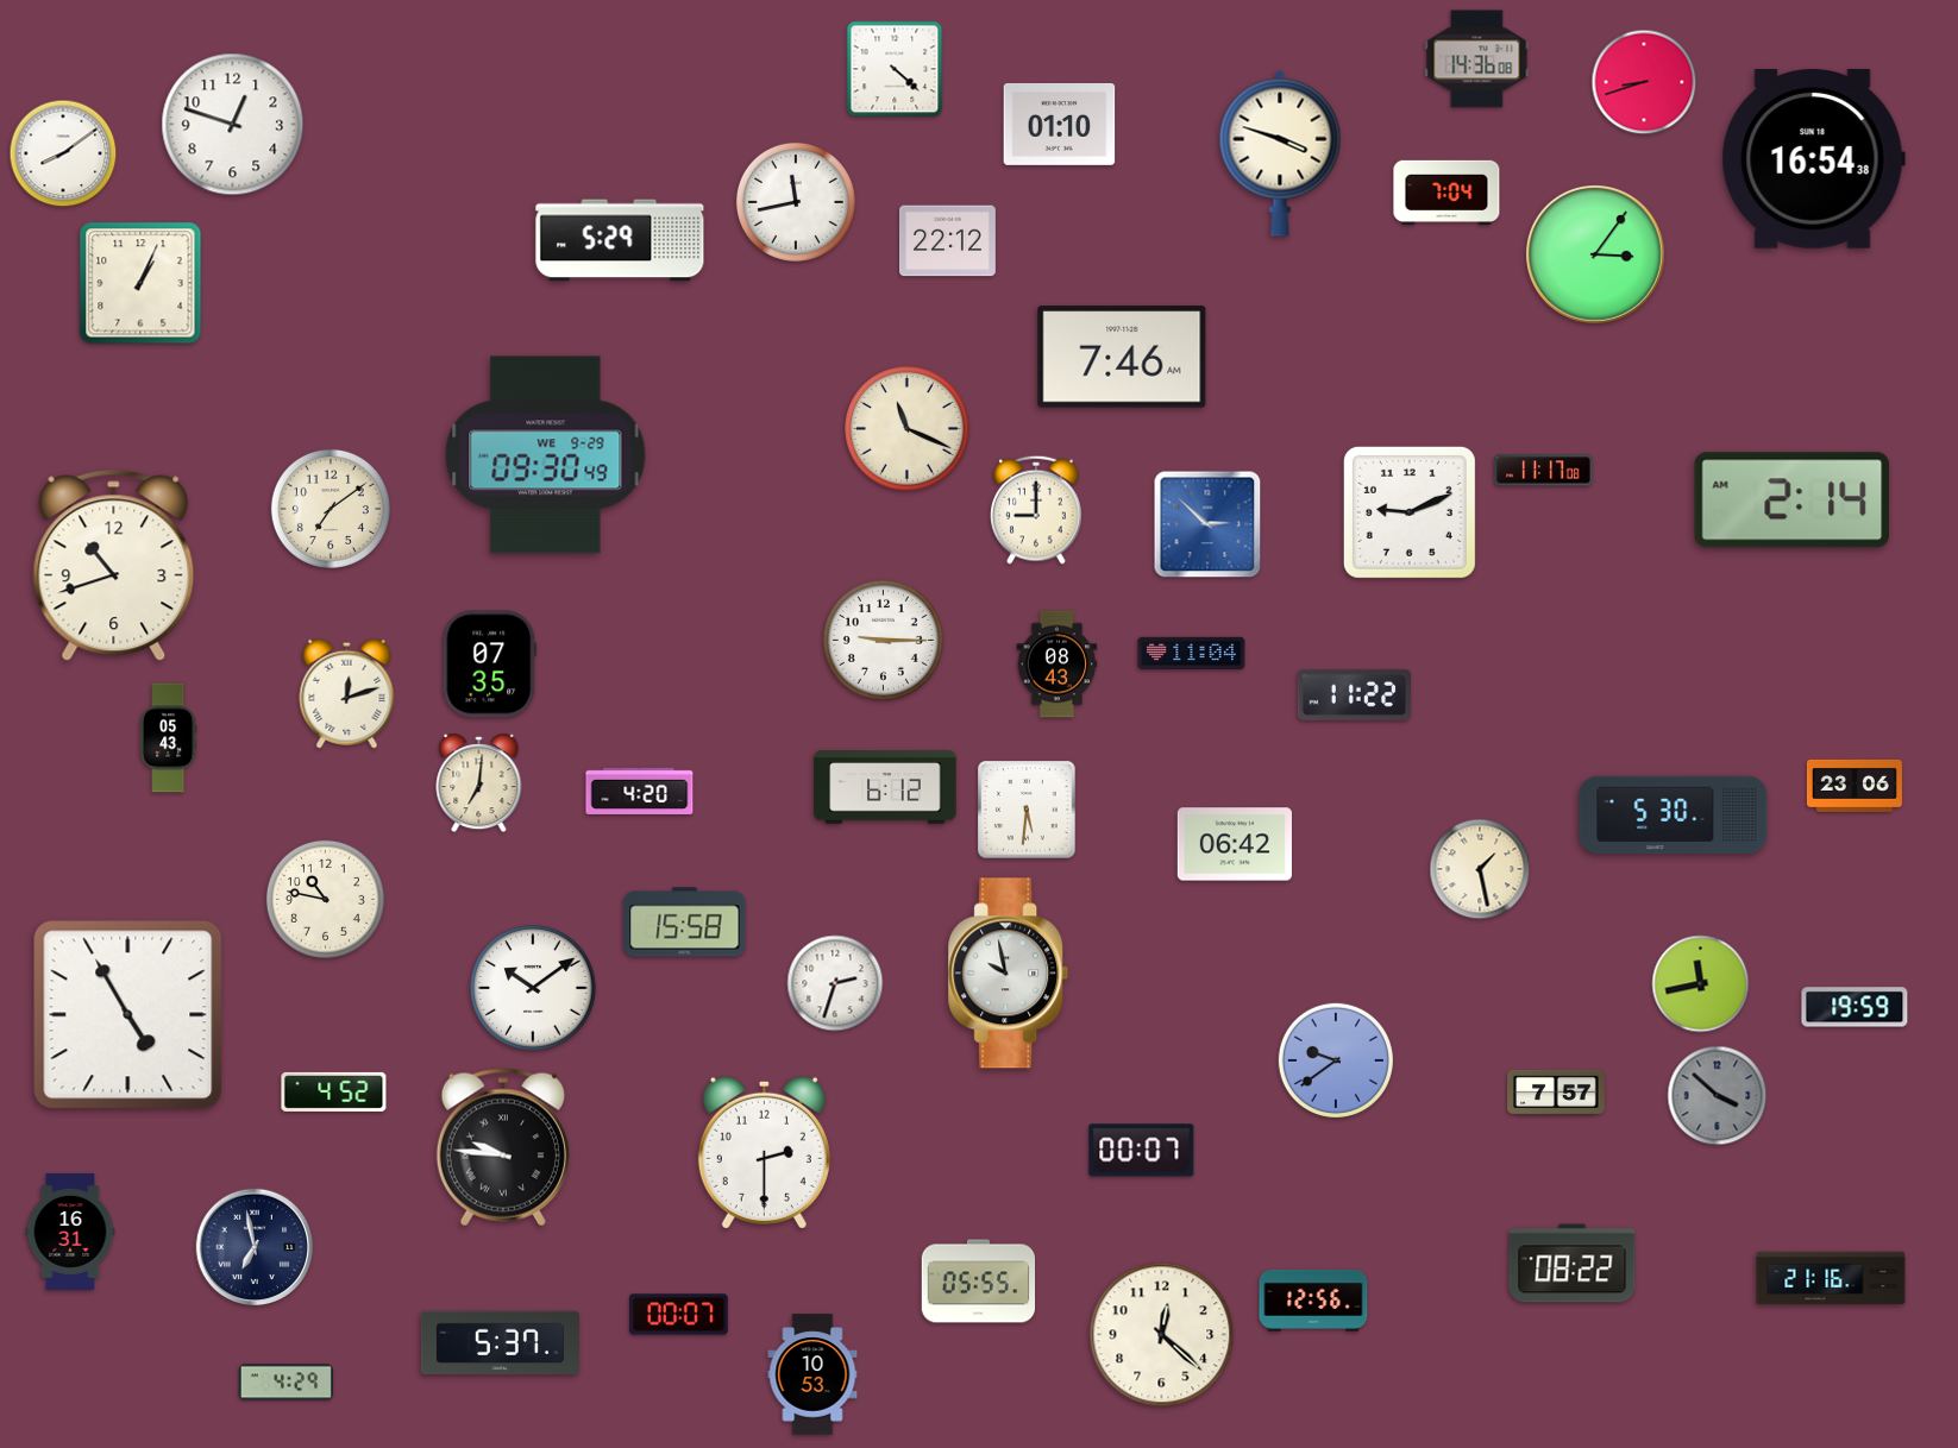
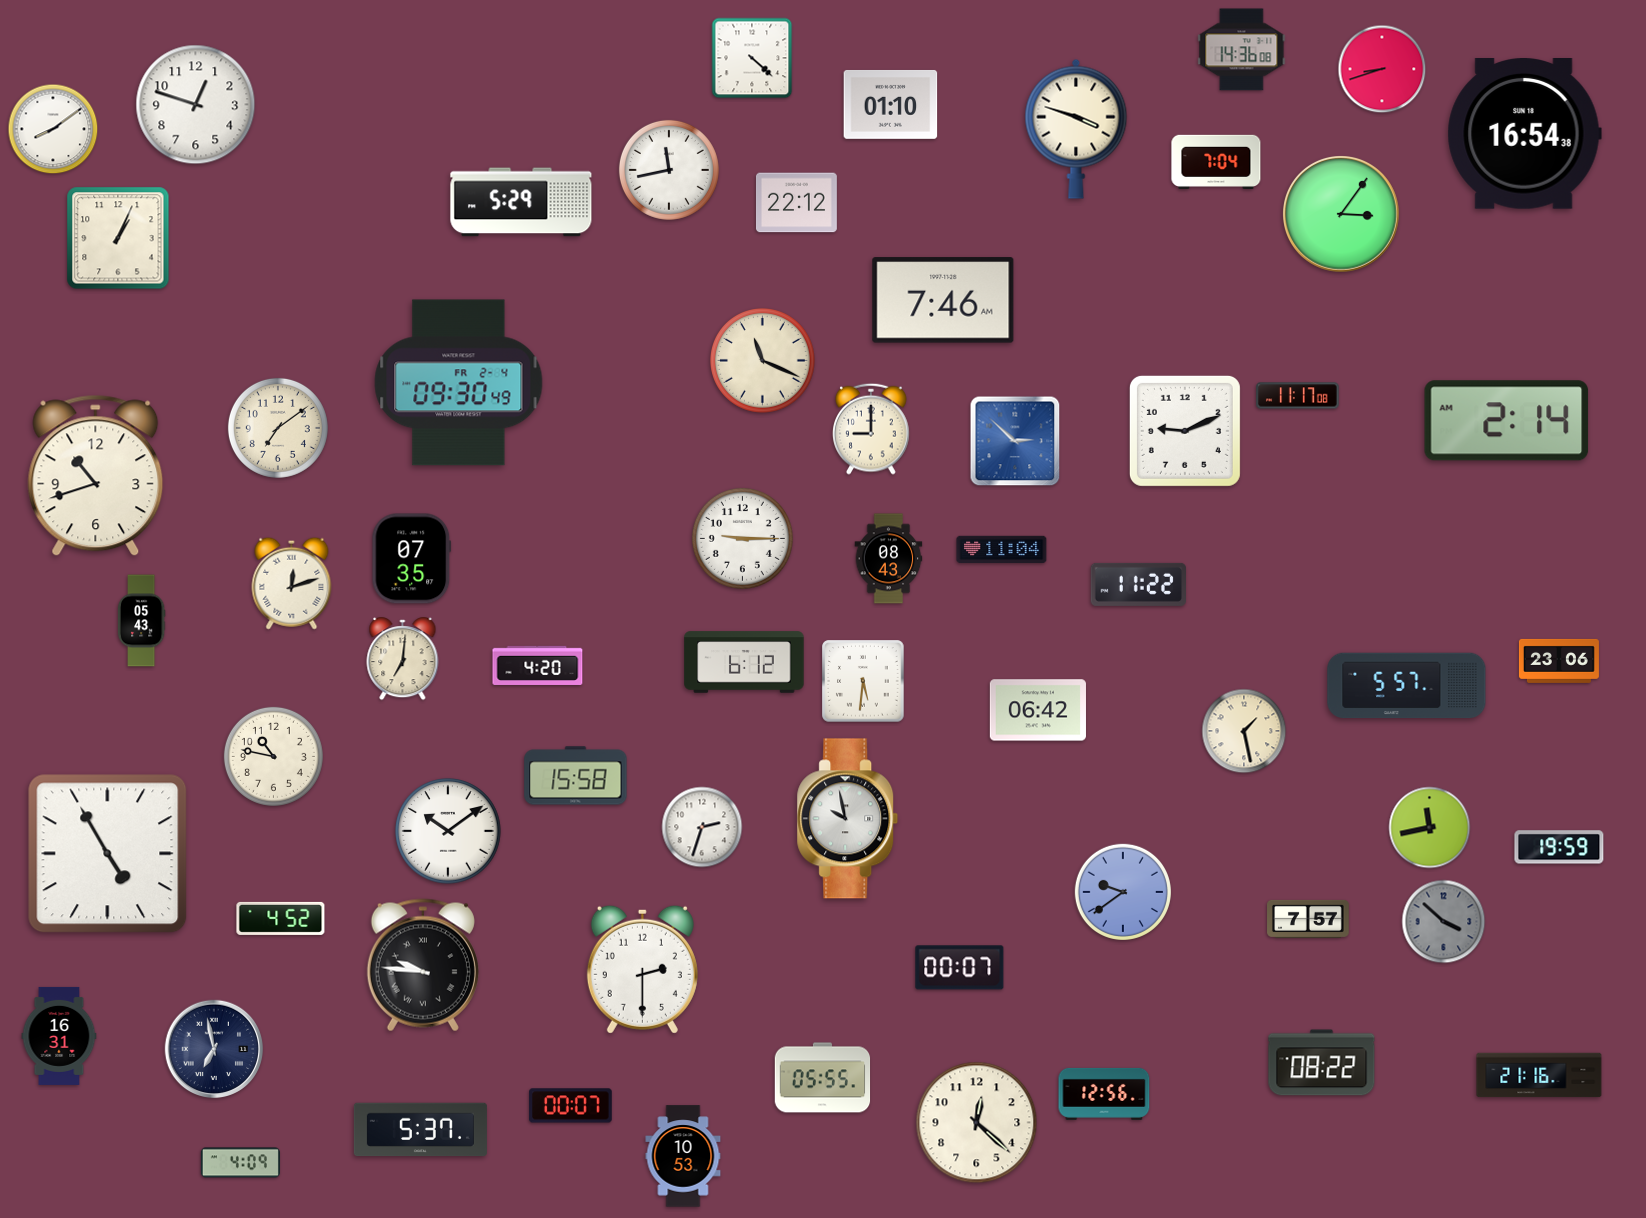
clock at (546, 455) date: WE 9-29 -> FR 2-4
clock at (1674, 816): 5:30 -> 5:57
clock at (285, 1383): 4:29 -> 4:09
